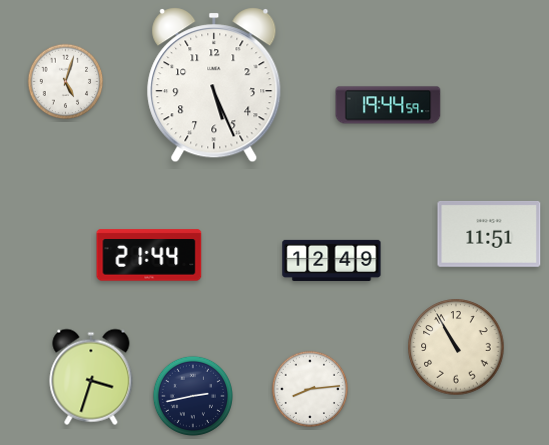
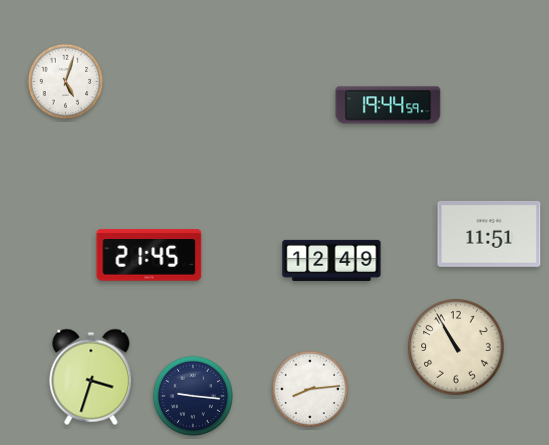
clock at (214, 85): 5:26 -> none
clock at (149, 255): 21:44 -> 21:45
clock at (193, 396): 2:43 -> 9:16
